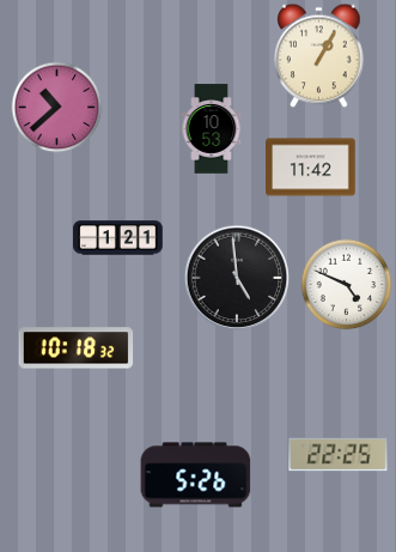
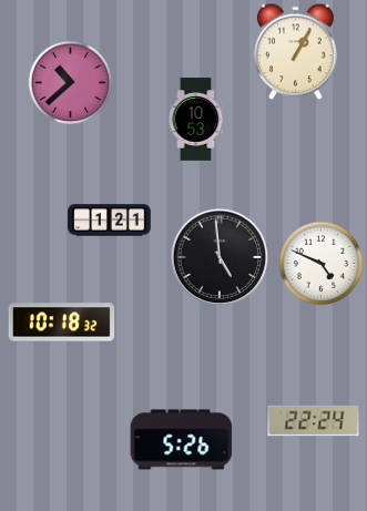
clock at (57, 108) position: (57, 108) -> (71, 83)
clock at (311, 168): 11:42 -> none
clock at (77, 348) position: (77, 348) -> (62, 323)
clock at (339, 455): 22:25 -> 22:24
